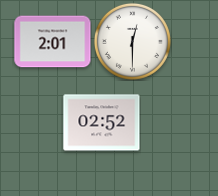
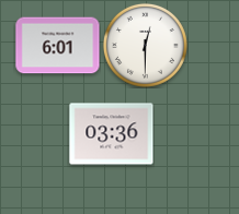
clock at (53, 42): 2:01 -> 6:01
clock at (102, 123): 02:52 -> 03:36
